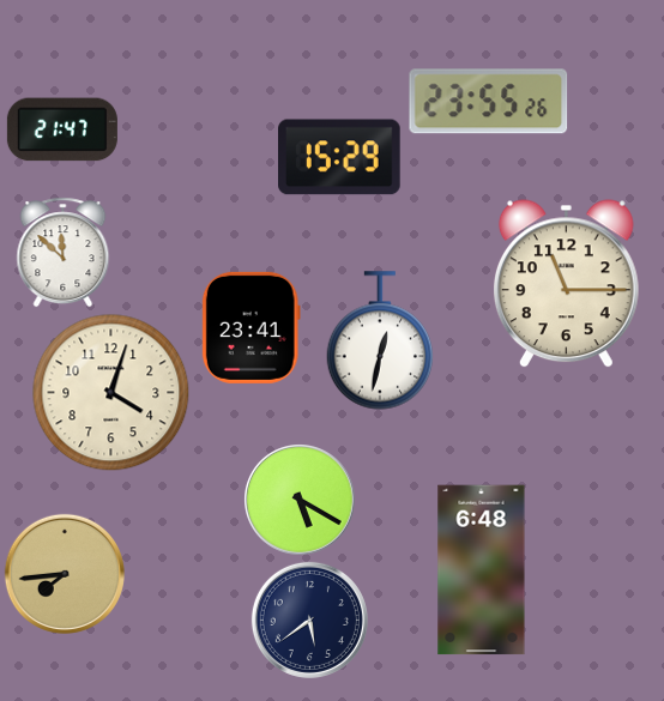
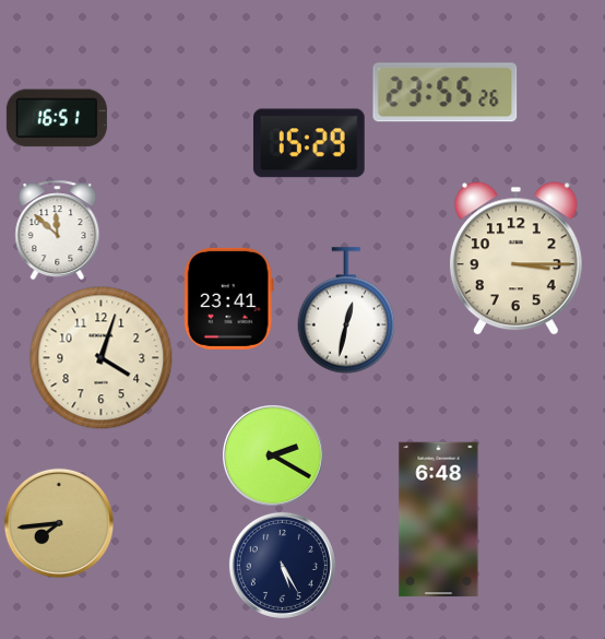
clock at (62, 129): 21:47 -> 16:51
clock at (566, 284): 11:15 -> 3:15
clock at (300, 500): 5:20 -> 2:20
clock at (309, 620): 5:39 -> 5:25
